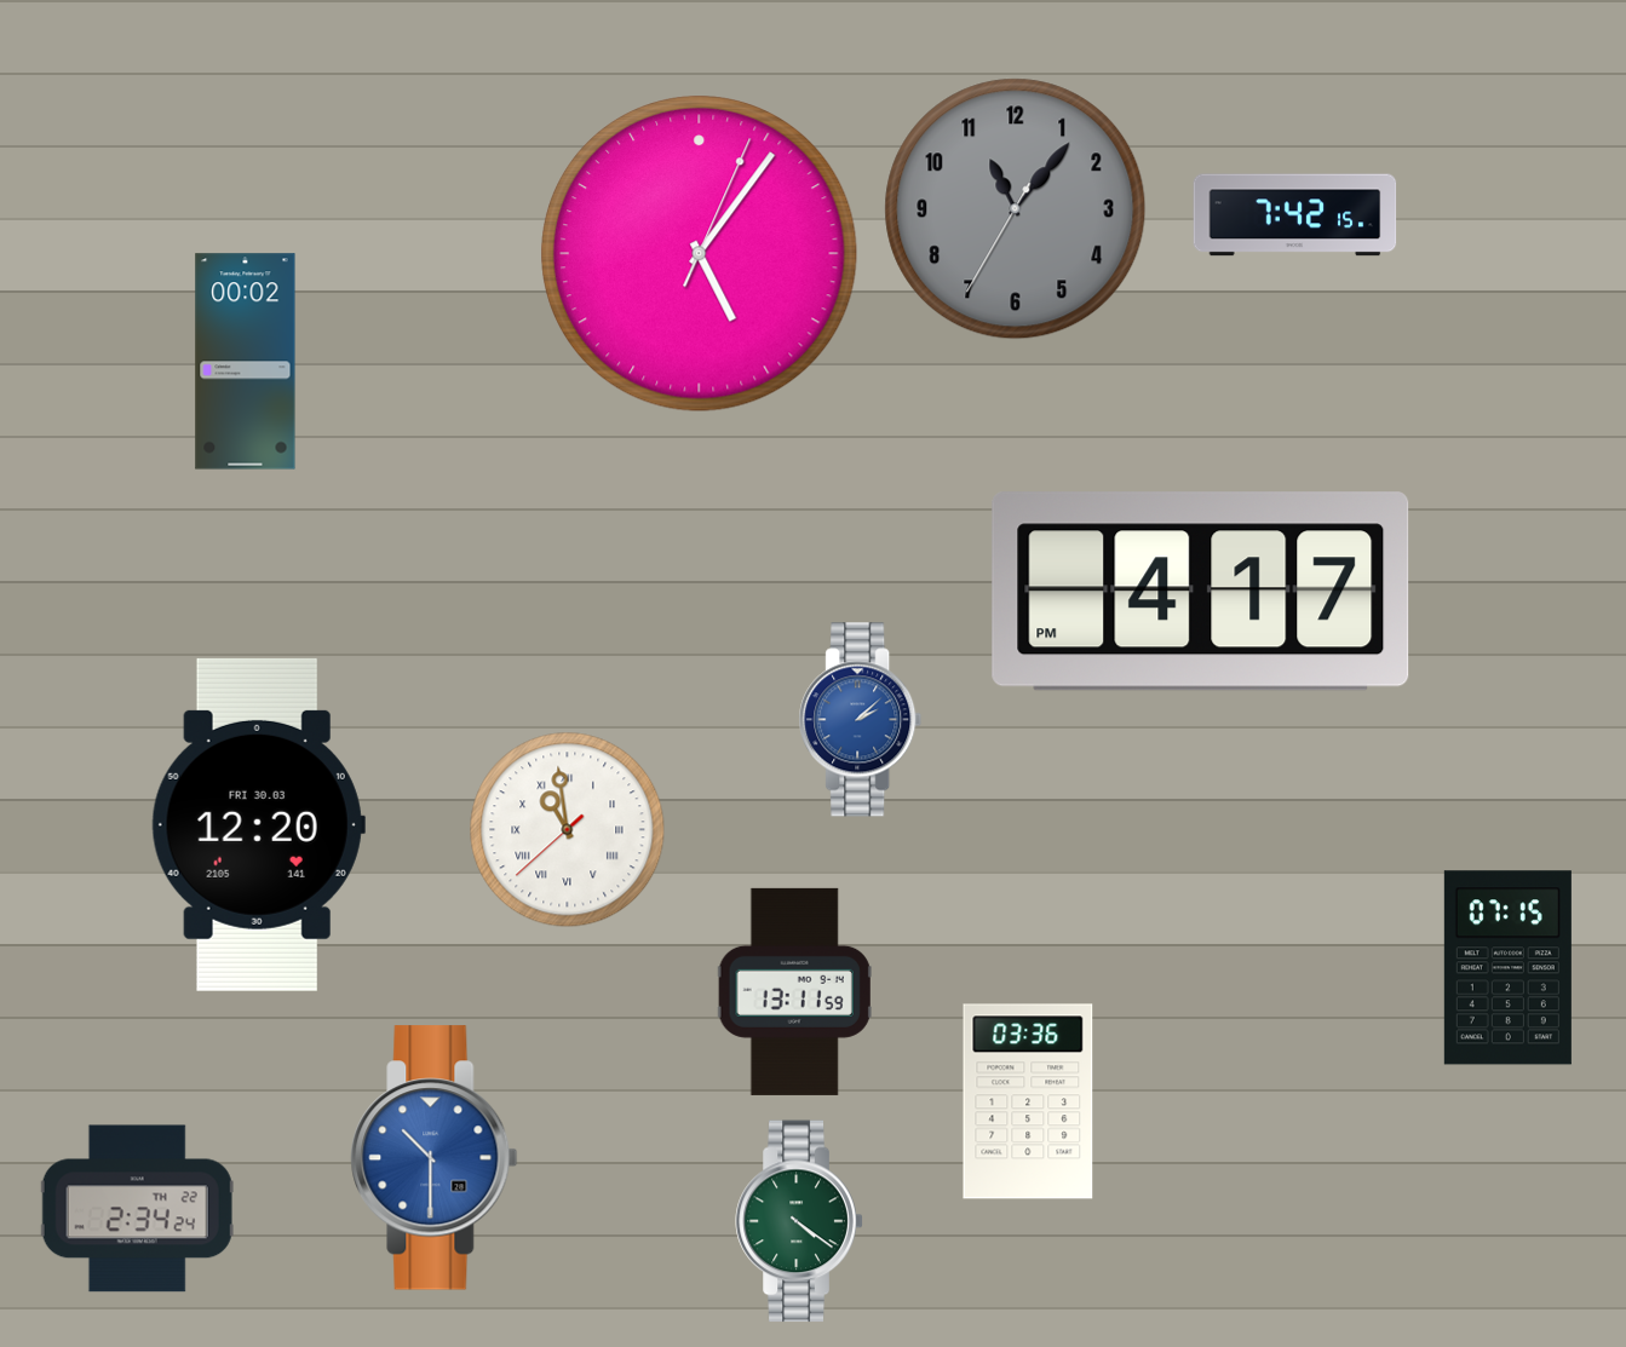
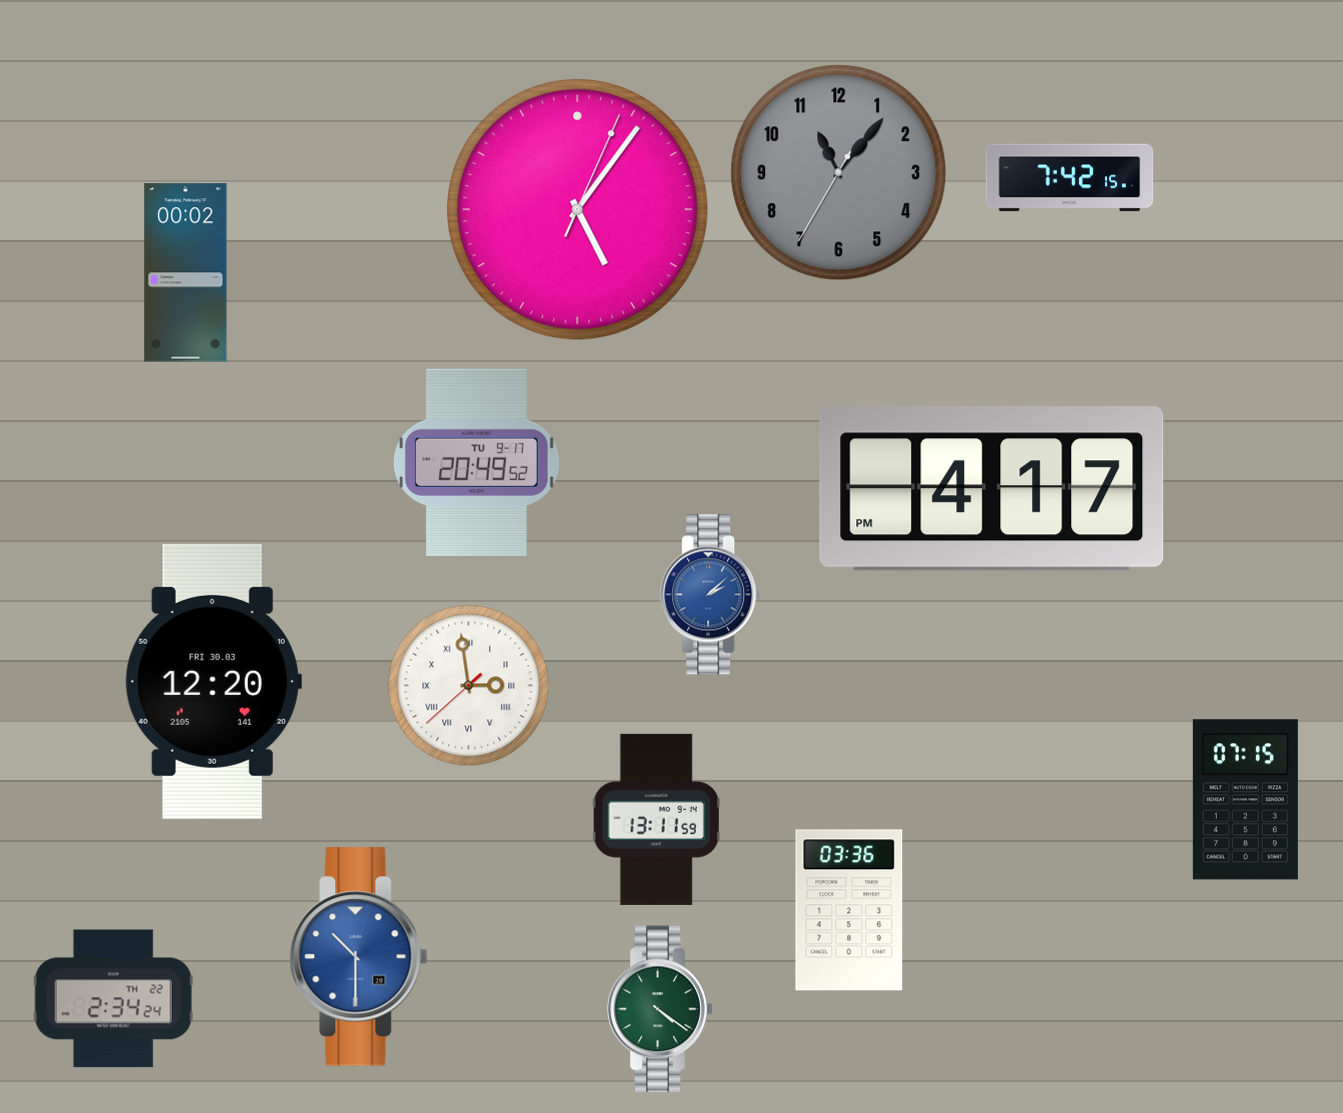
clock at (246, 362) position: (246, 362) -> (186, 273)
clock at (476, 463): none -> 20:49
clock at (568, 830): 10:58 -> 2:58
